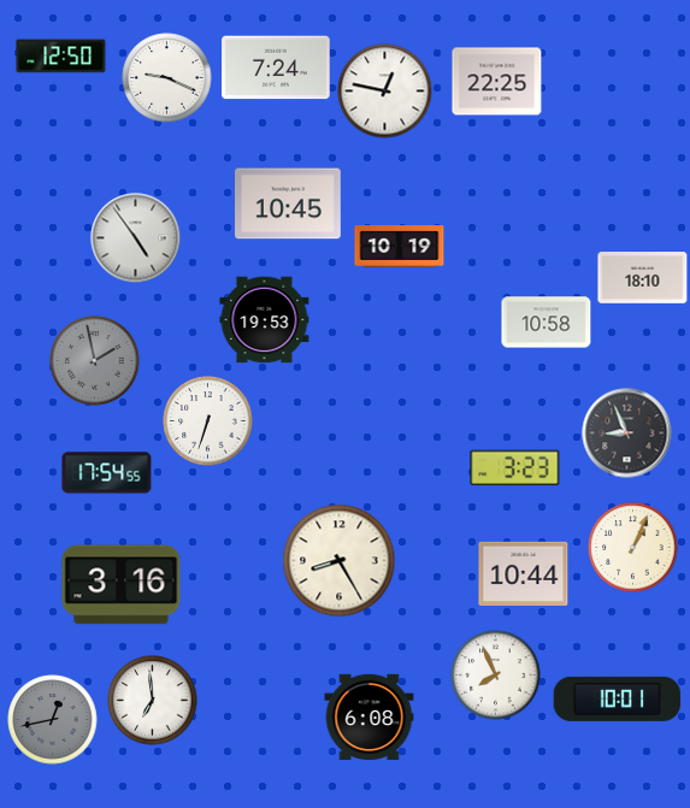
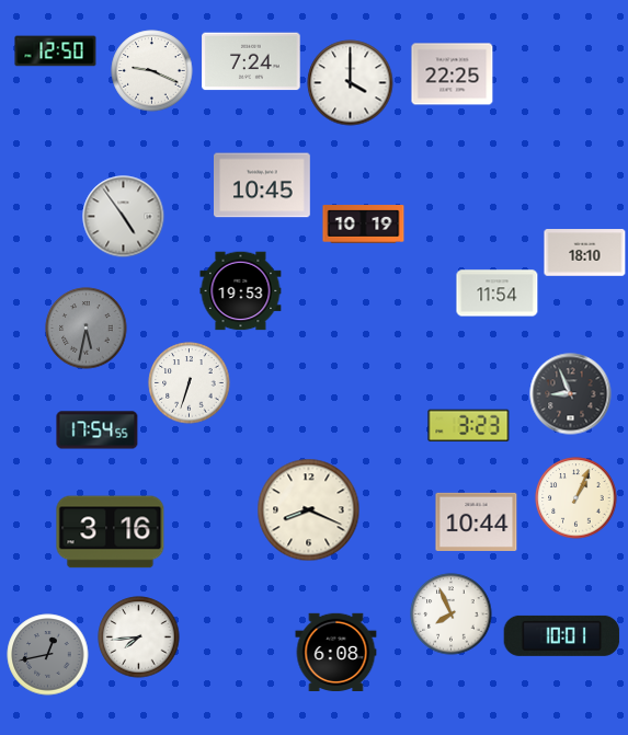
clock at (385, 92): 12:47 -> 4:00
clock at (547, 323): 10:58 -> 11:54
clock at (95, 361): 1:58 -> 5:32
clock at (340, 561): 8:25 -> 8:19
clock at (153, 701): 6:59 -> 7:44
